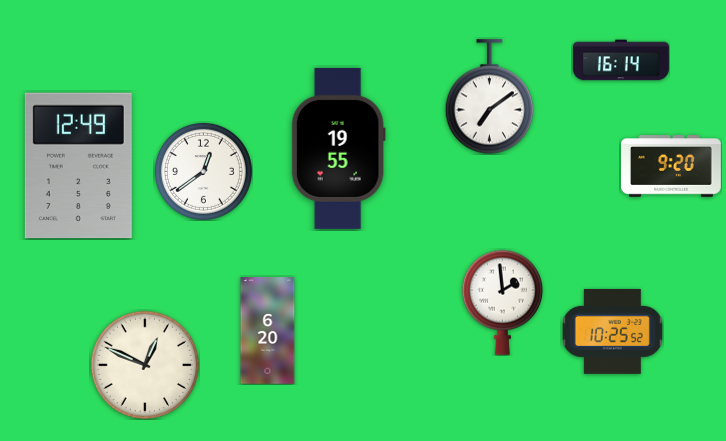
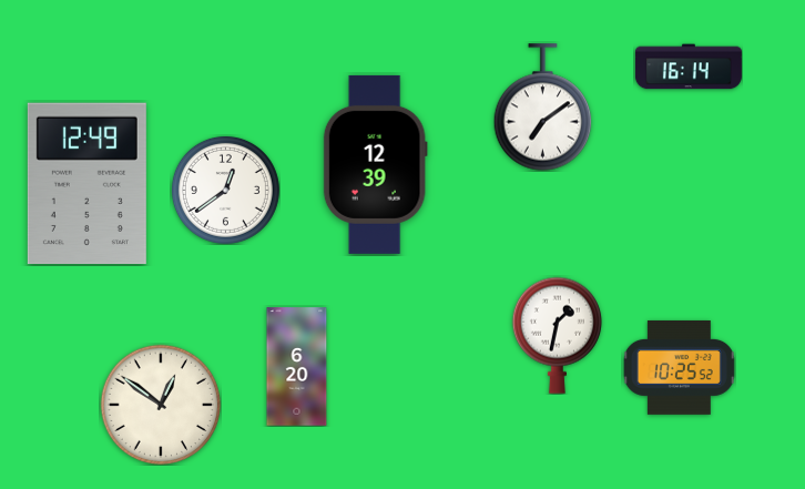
clock at (338, 148): 19:55 -> 12:39
clock at (672, 166): 9:20 -> none
clock at (502, 302): 1:59 -> 1:32
clock at (145, 365): 12:49 -> 12:51
